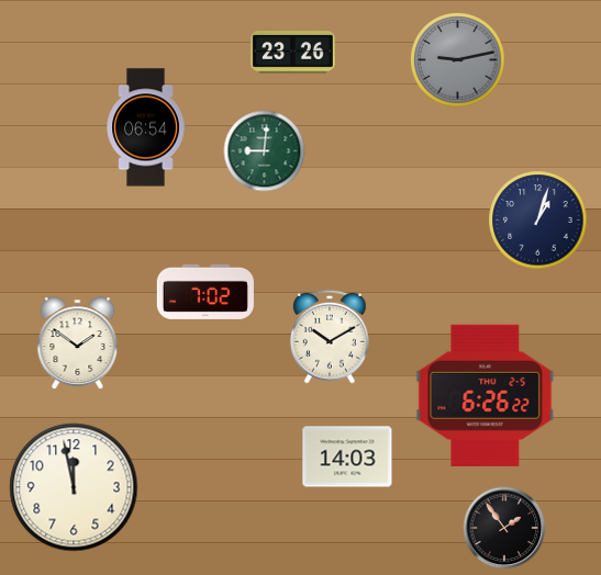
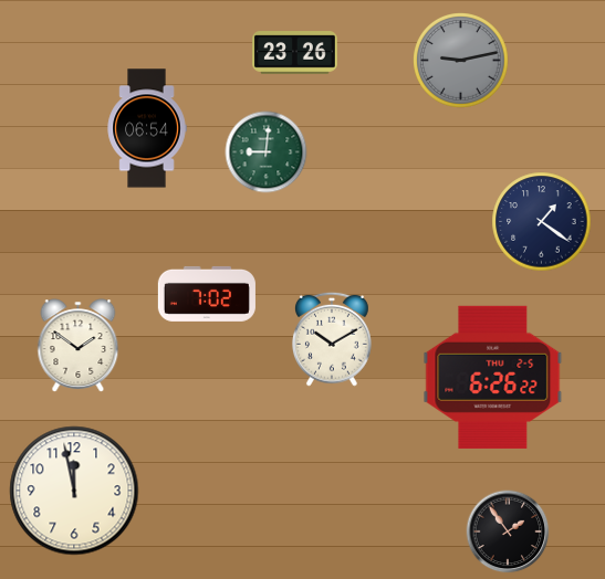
clock at (538, 221): 1:03 -> 1:21
clock at (486, 395) position: (486, 395) -> (493, 377)
clock at (347, 456): 14:03 -> none
